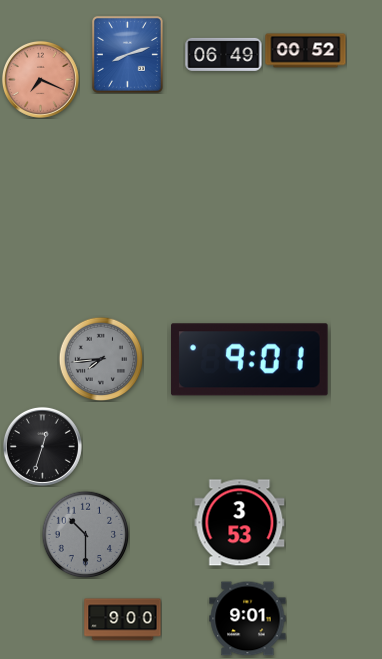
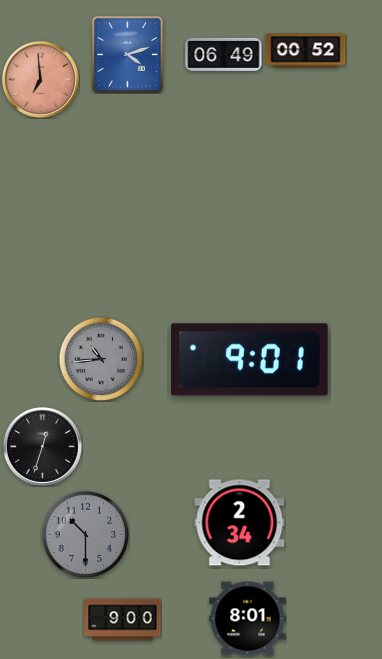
clock at (127, 54): 8:12 -> 4:12
clock at (40, 79): 7:19 -> 6:59
clock at (101, 359): 7:44 -> 10:44
clock at (240, 523): 3:53 -> 2:34
clock at (248, 619): 9:01 -> 8:01
